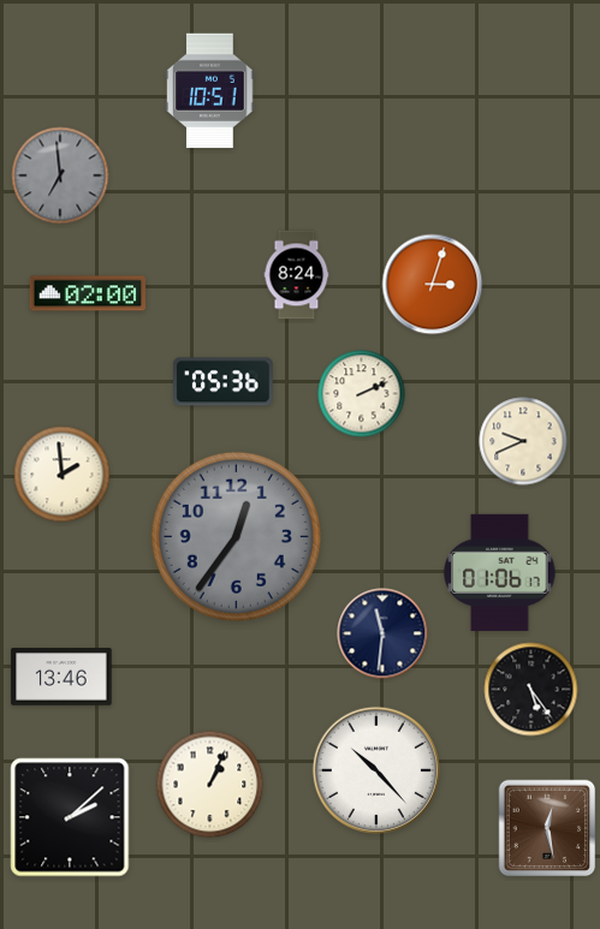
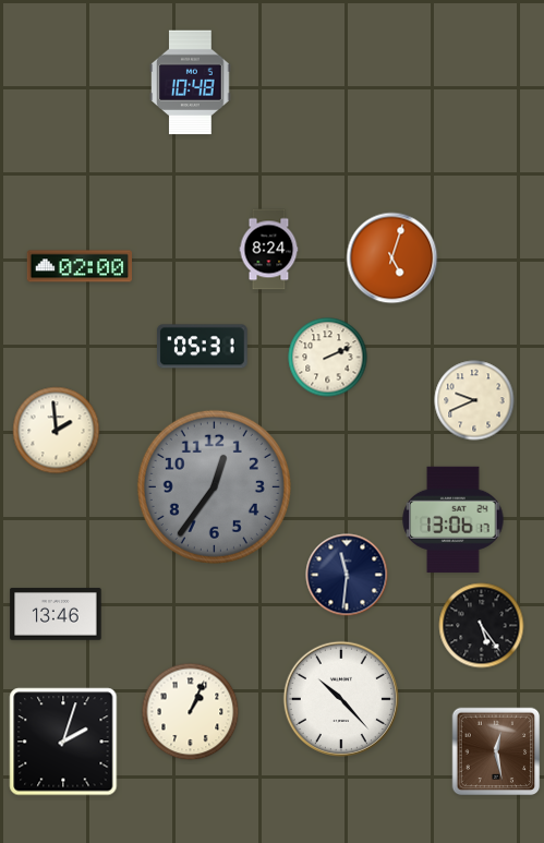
clock at (210, 91): 10:51 -> 10:48
clock at (60, 175): 6:59 -> none
clock at (433, 285): 3:03 -> 5:03
clock at (224, 382): 05:36 -> 05:31
clock at (500, 572): 01:06 -> 13:06
clock at (70, 817): 2:08 -> 2:03
